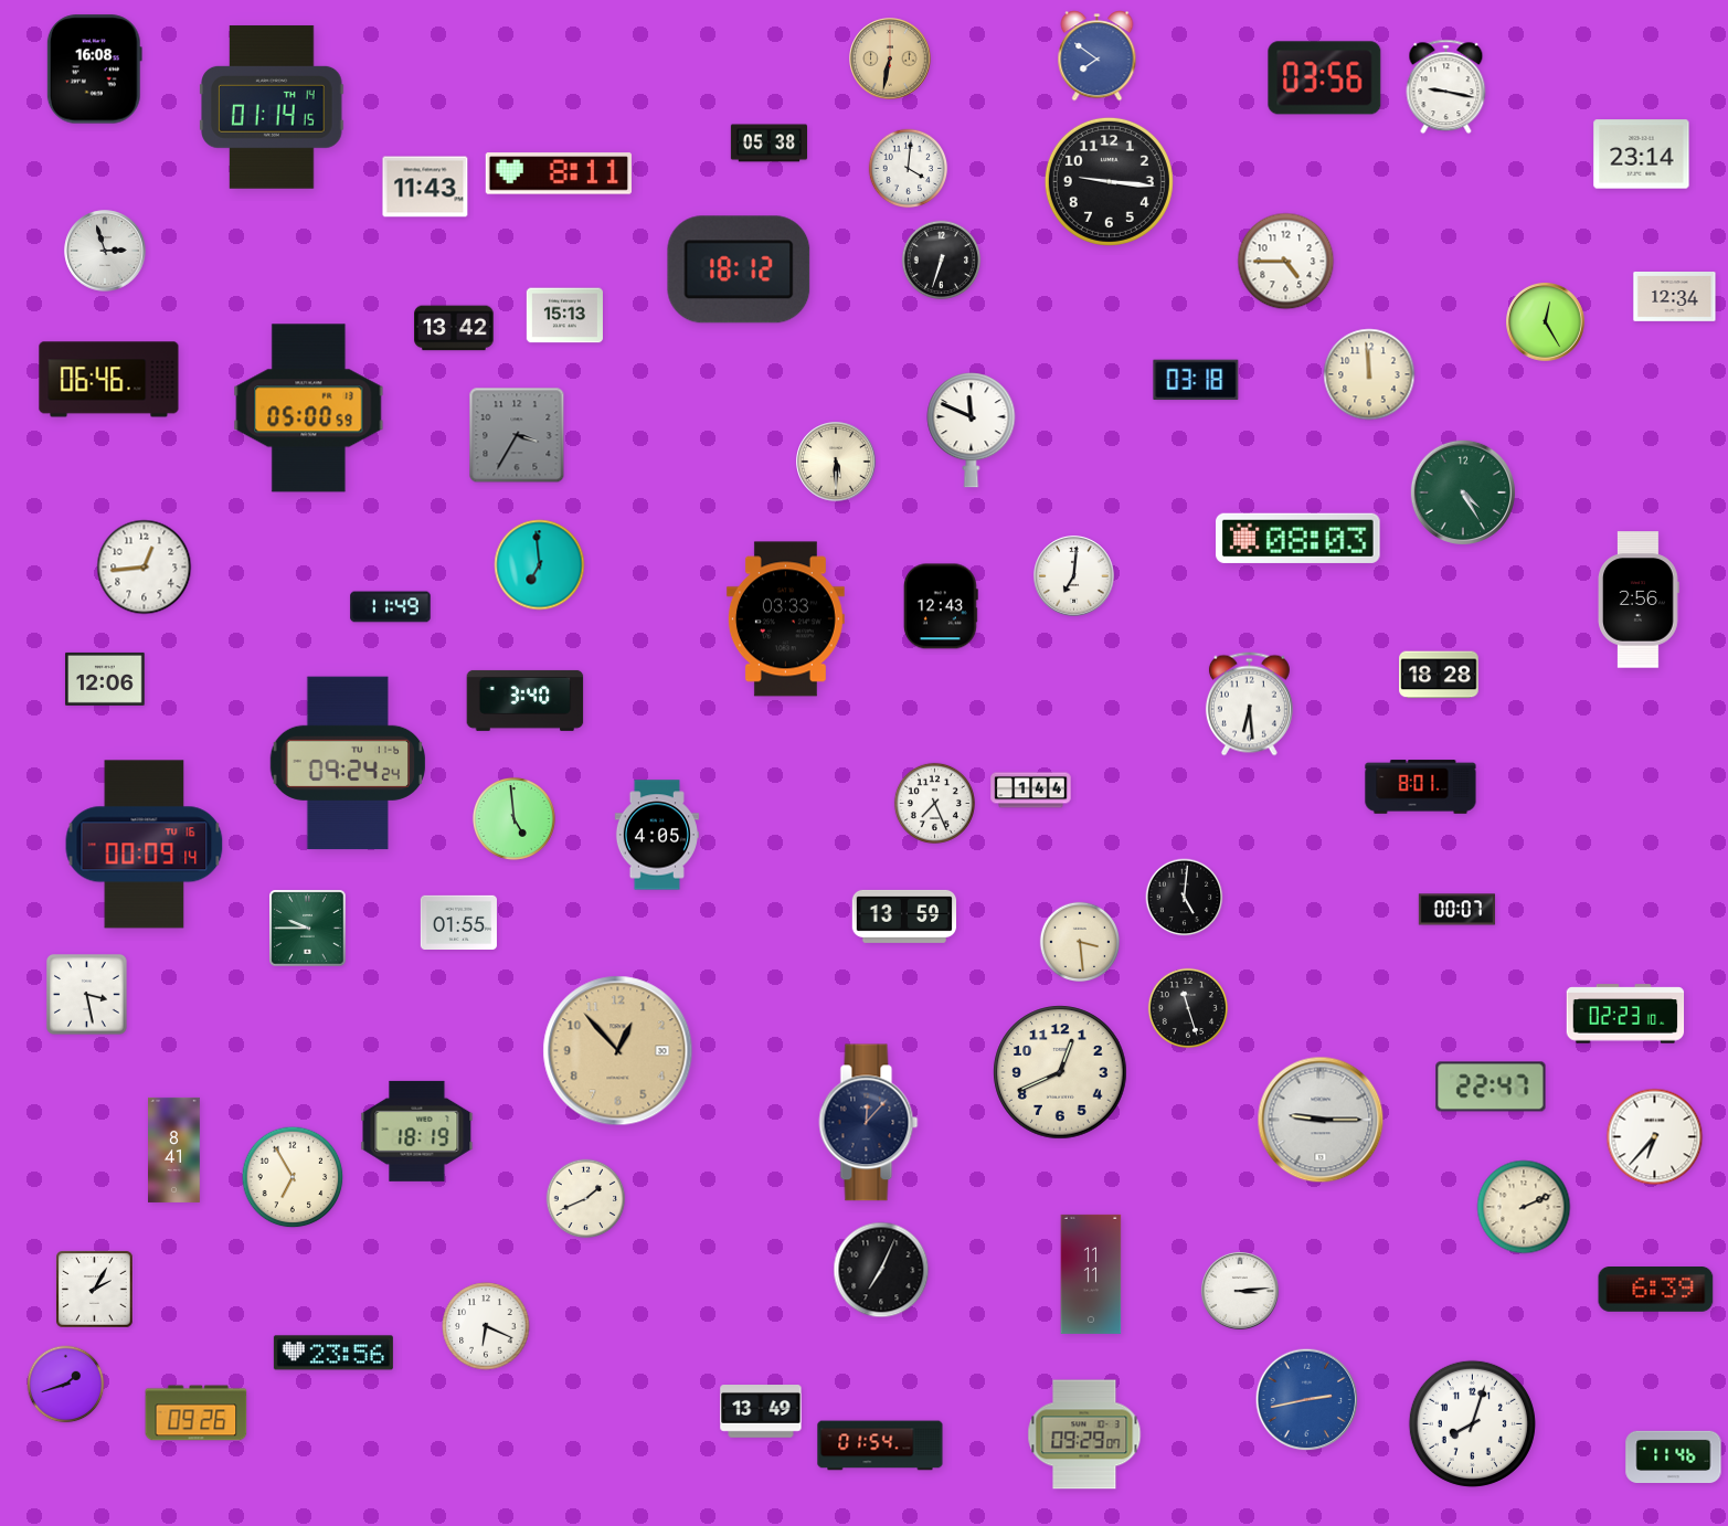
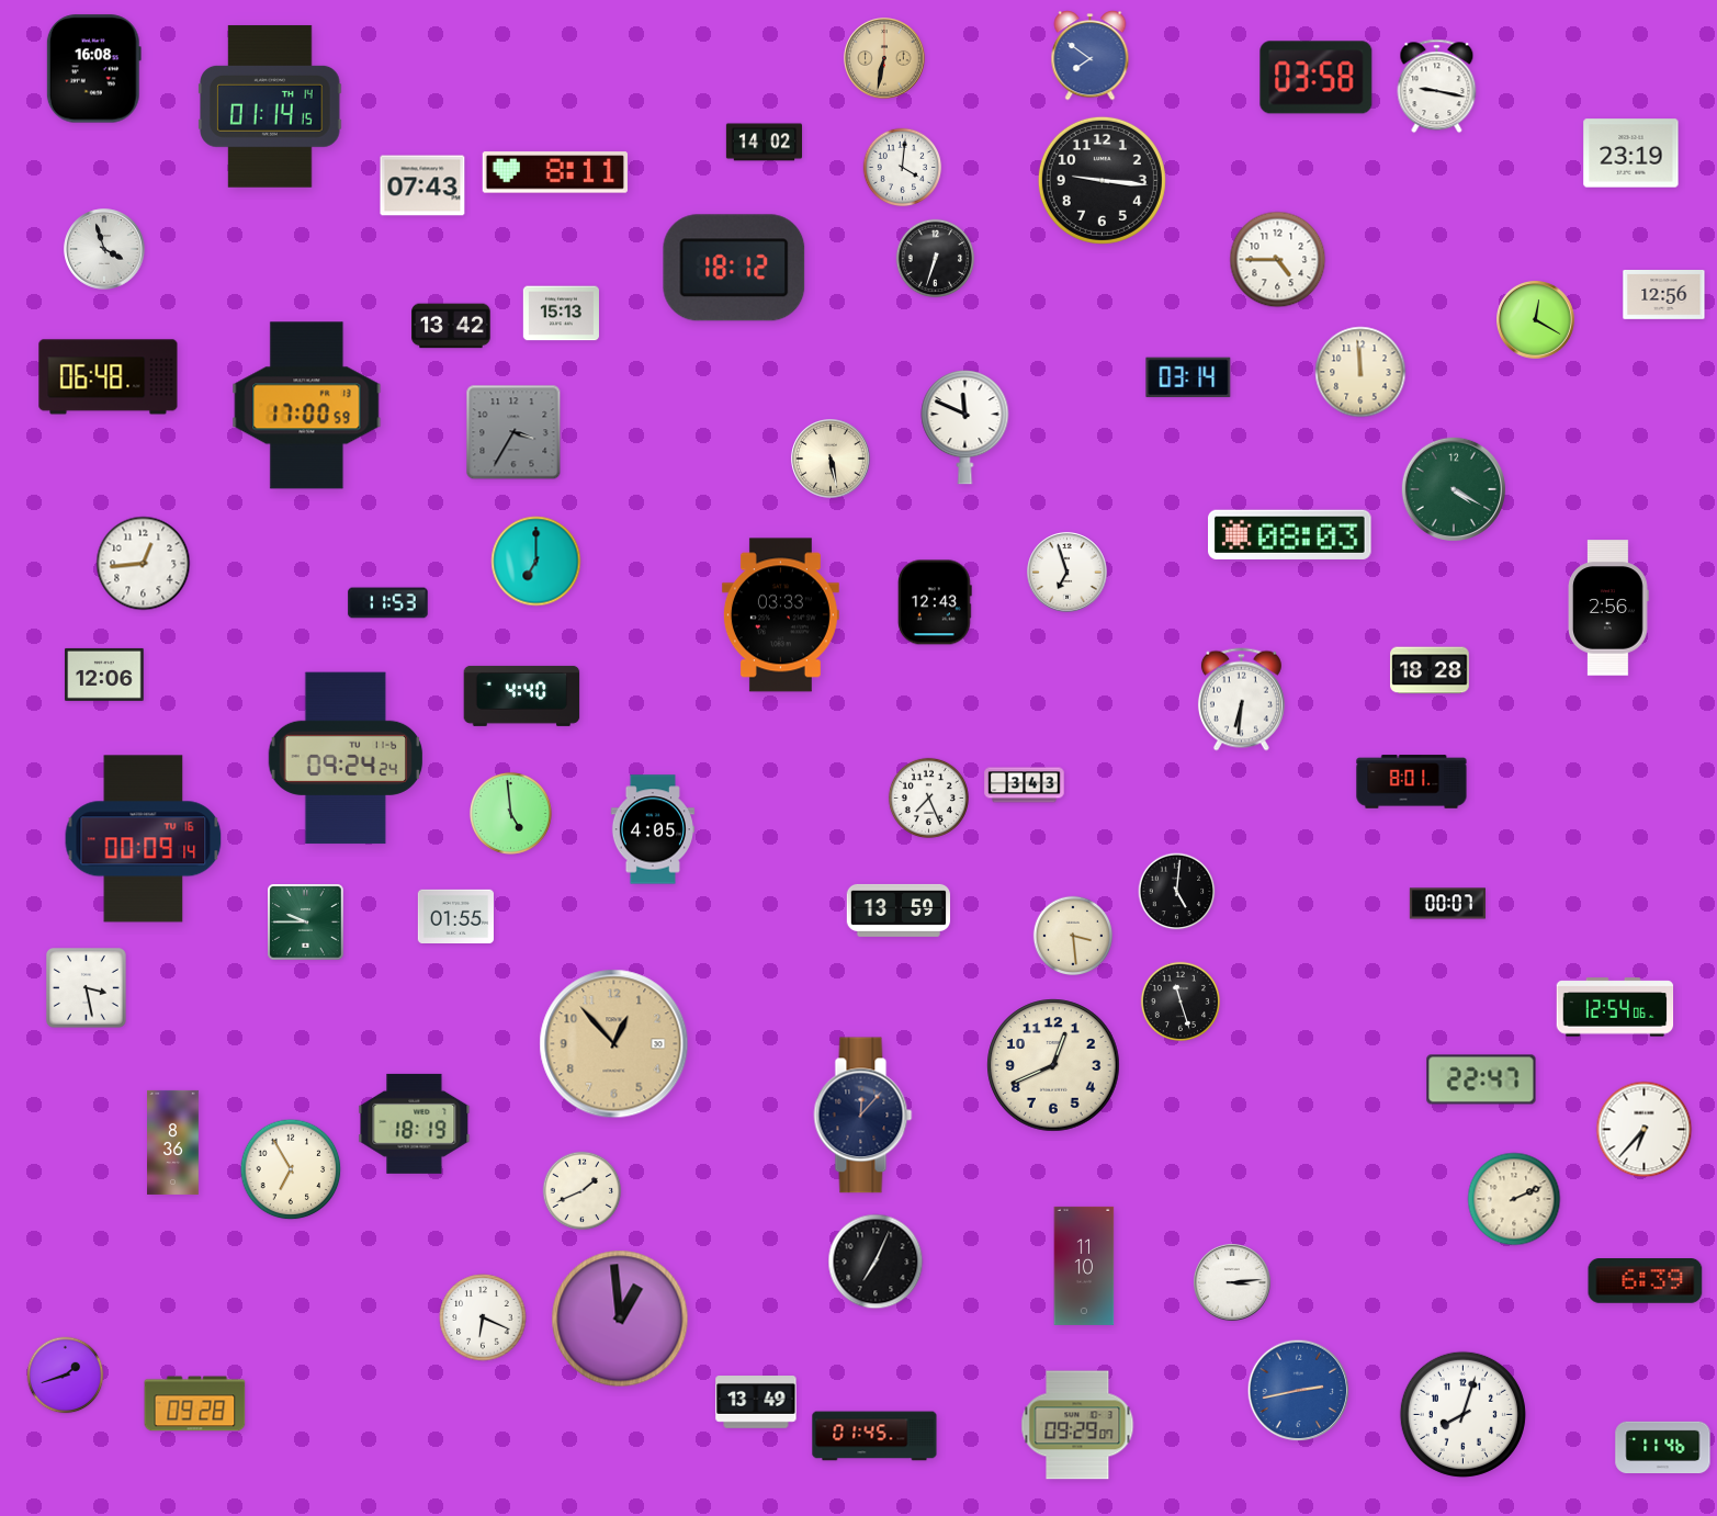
clock at (1325, 78): 03:56 -> 03:58
clock at (768, 144): 05:38 -> 14:02
clock at (1642, 155): 23:14 -> 23:19
clock at (425, 187): 11:43 -> 07:43
clock at (105, 251): 2:57 -> 3:57
clock at (1675, 297): 12:34 -> 12:56
clock at (1546, 322): 12:25 -> 12:20
clock at (109, 380): 06:46 -> 06:48
clock at (1196, 380): 03:18 -> 03:14
clock at (309, 409): 05:00 -> 17:00
clock at (836, 462): 5:30 -> 5:28
clock at (1463, 492): 4:25 -> 4:20
clock at (540, 565): 6:59 -> 7:00
clock at (1074, 576): 7:01 -> 6:57
clock at (1640, 600) position: (1640, 600) -> (1609, 608)
clock at (391, 607): 11:49 -> 11:53
clock at (526, 700): 3:40 -> 4:40
clock at (1249, 704): 6:29 -> 6:31
clock at (1031, 791): 1:44 -> 3:43
clock at (1625, 1014): 02:23 -> 12:54
clock at (1321, 1120): 9:15 -> none
clock at (174, 1149): 8:41 -> 8:36
clock at (1091, 1274): 11:11 -> 11:10
clock at (95, 1290): 2:05 -> none
clock at (620, 1319): none -> 12:59
clock at (333, 1353): 23:56 -> none
clock at (197, 1413): 09:26 -> 09:28
clock at (880, 1445): 01:54 -> 01:45
